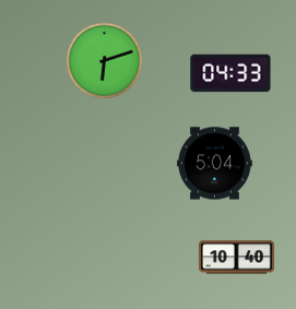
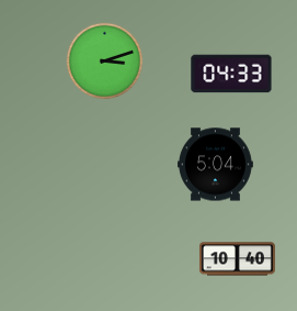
clock at (105, 61): 6:12 -> 3:12
